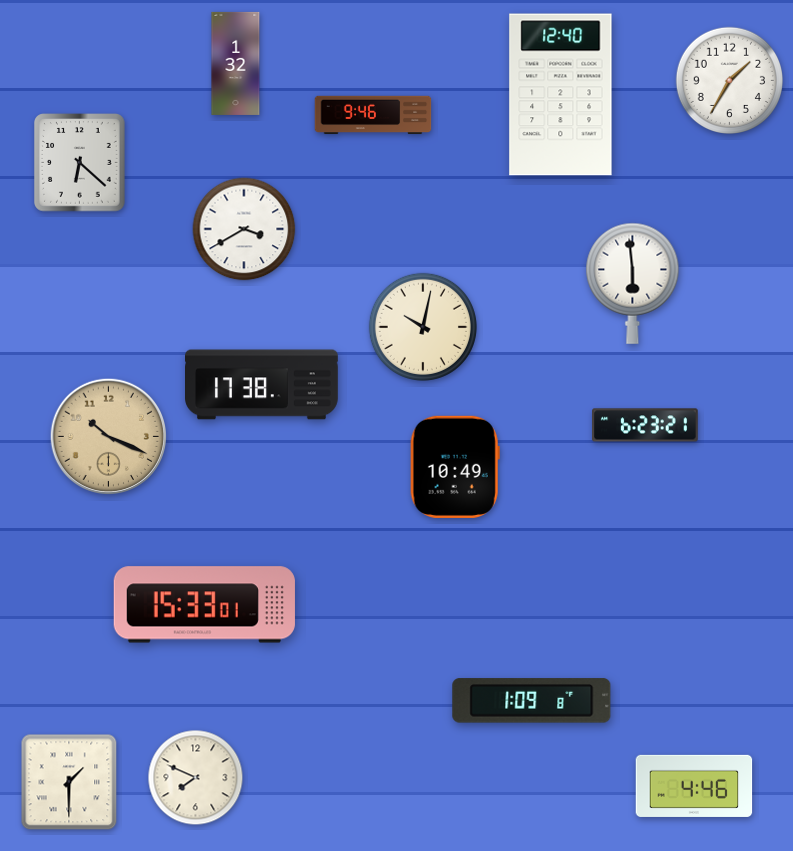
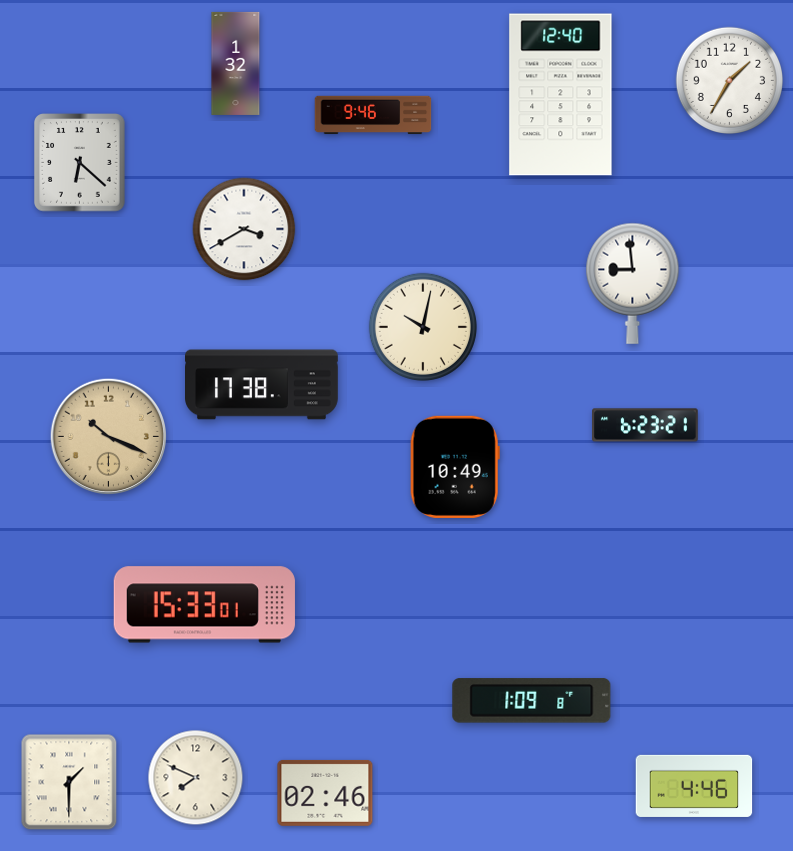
clock at (633, 283): 5:59 -> 8:59
clock at (325, 793): none -> 02:46
